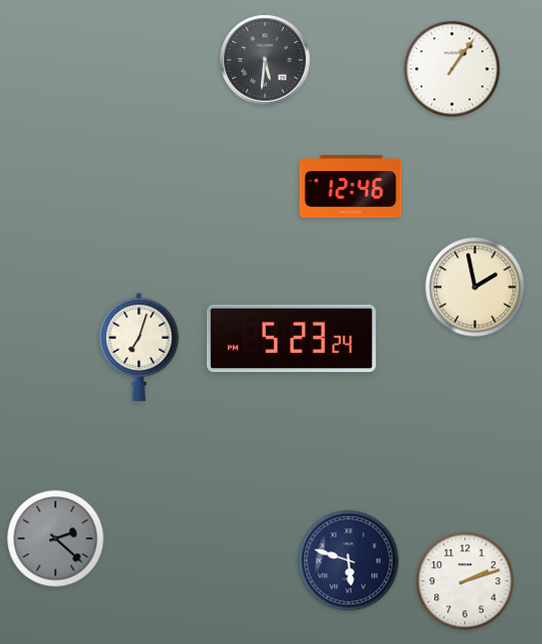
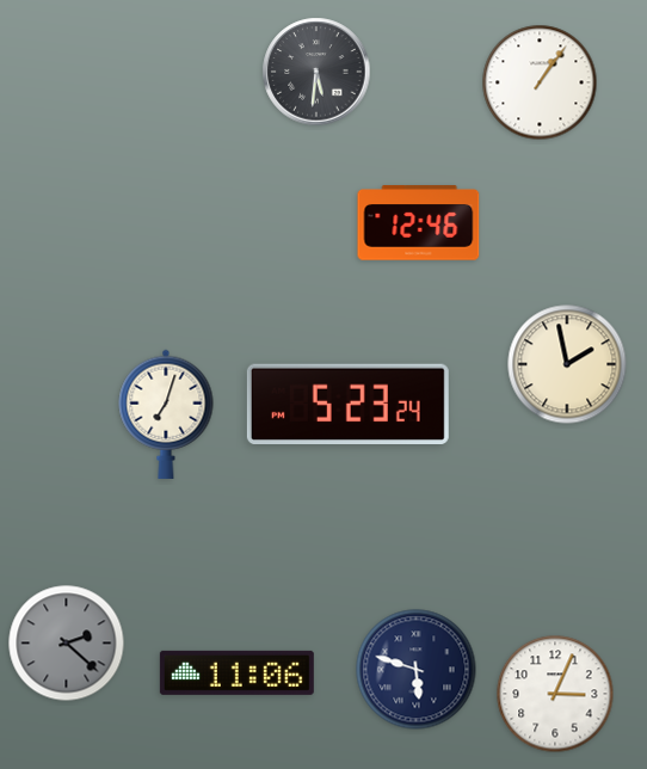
clock at (475, 287) position: (475, 287) -> (567, 364)
clock at (236, 672): none -> 11:06
clock at (465, 581): 2:12 -> 3:04
